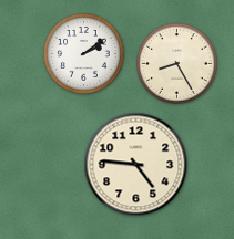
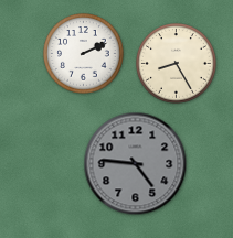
clock at (84, 54): 2:09 -> 2:11
clock at (136, 165) dial: cream -> grey
